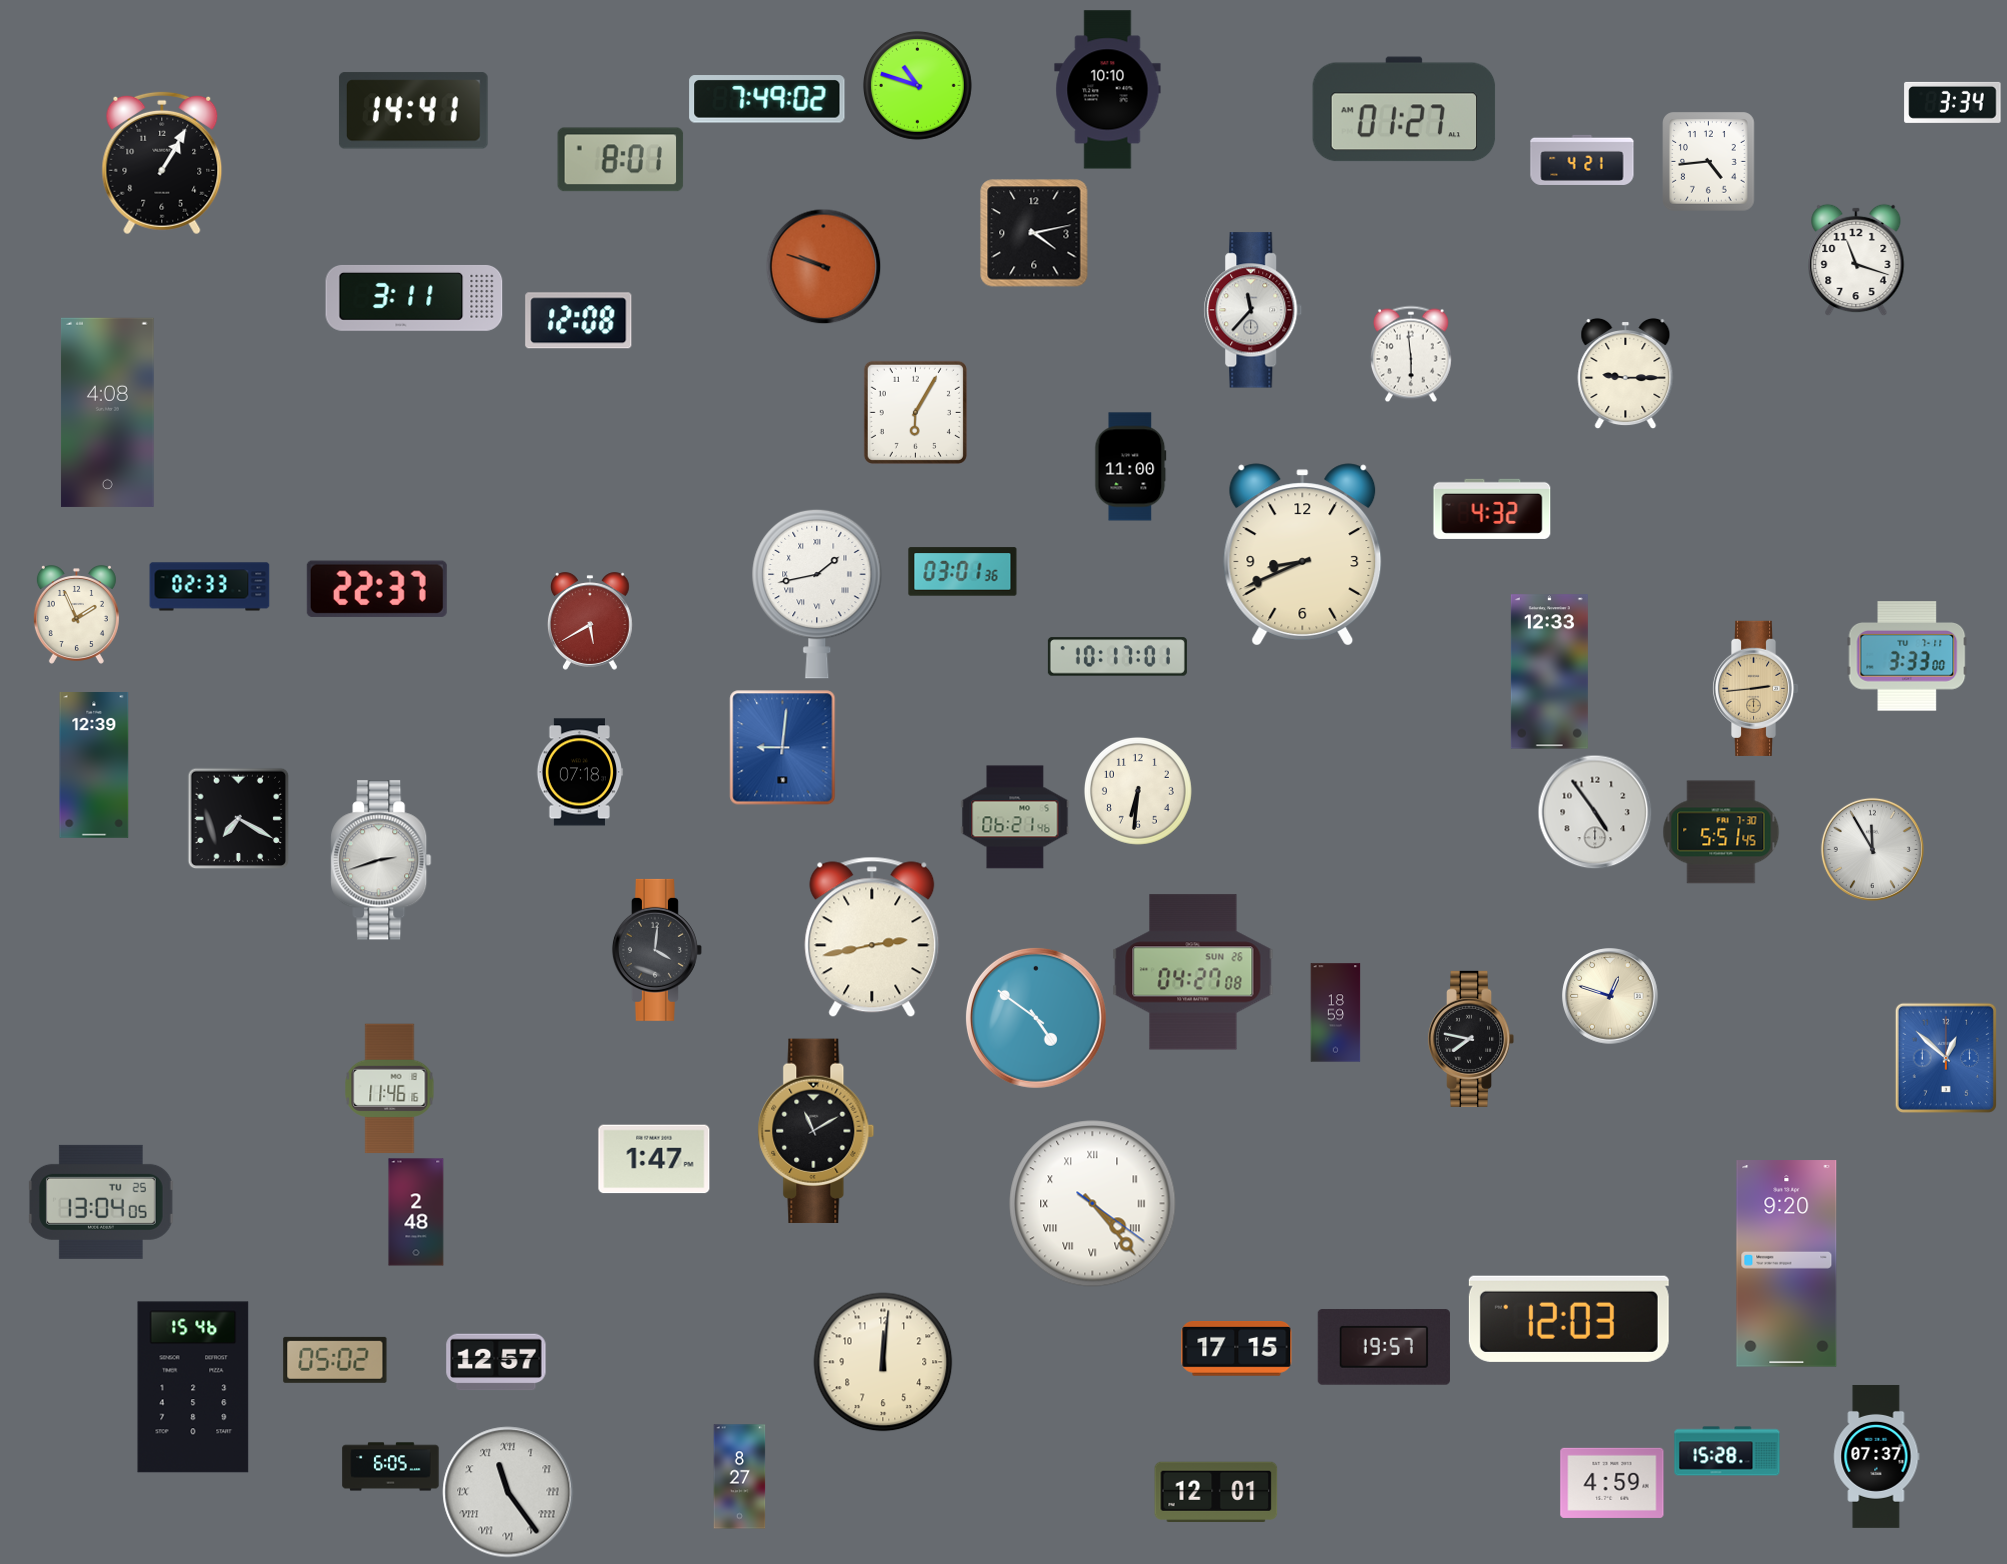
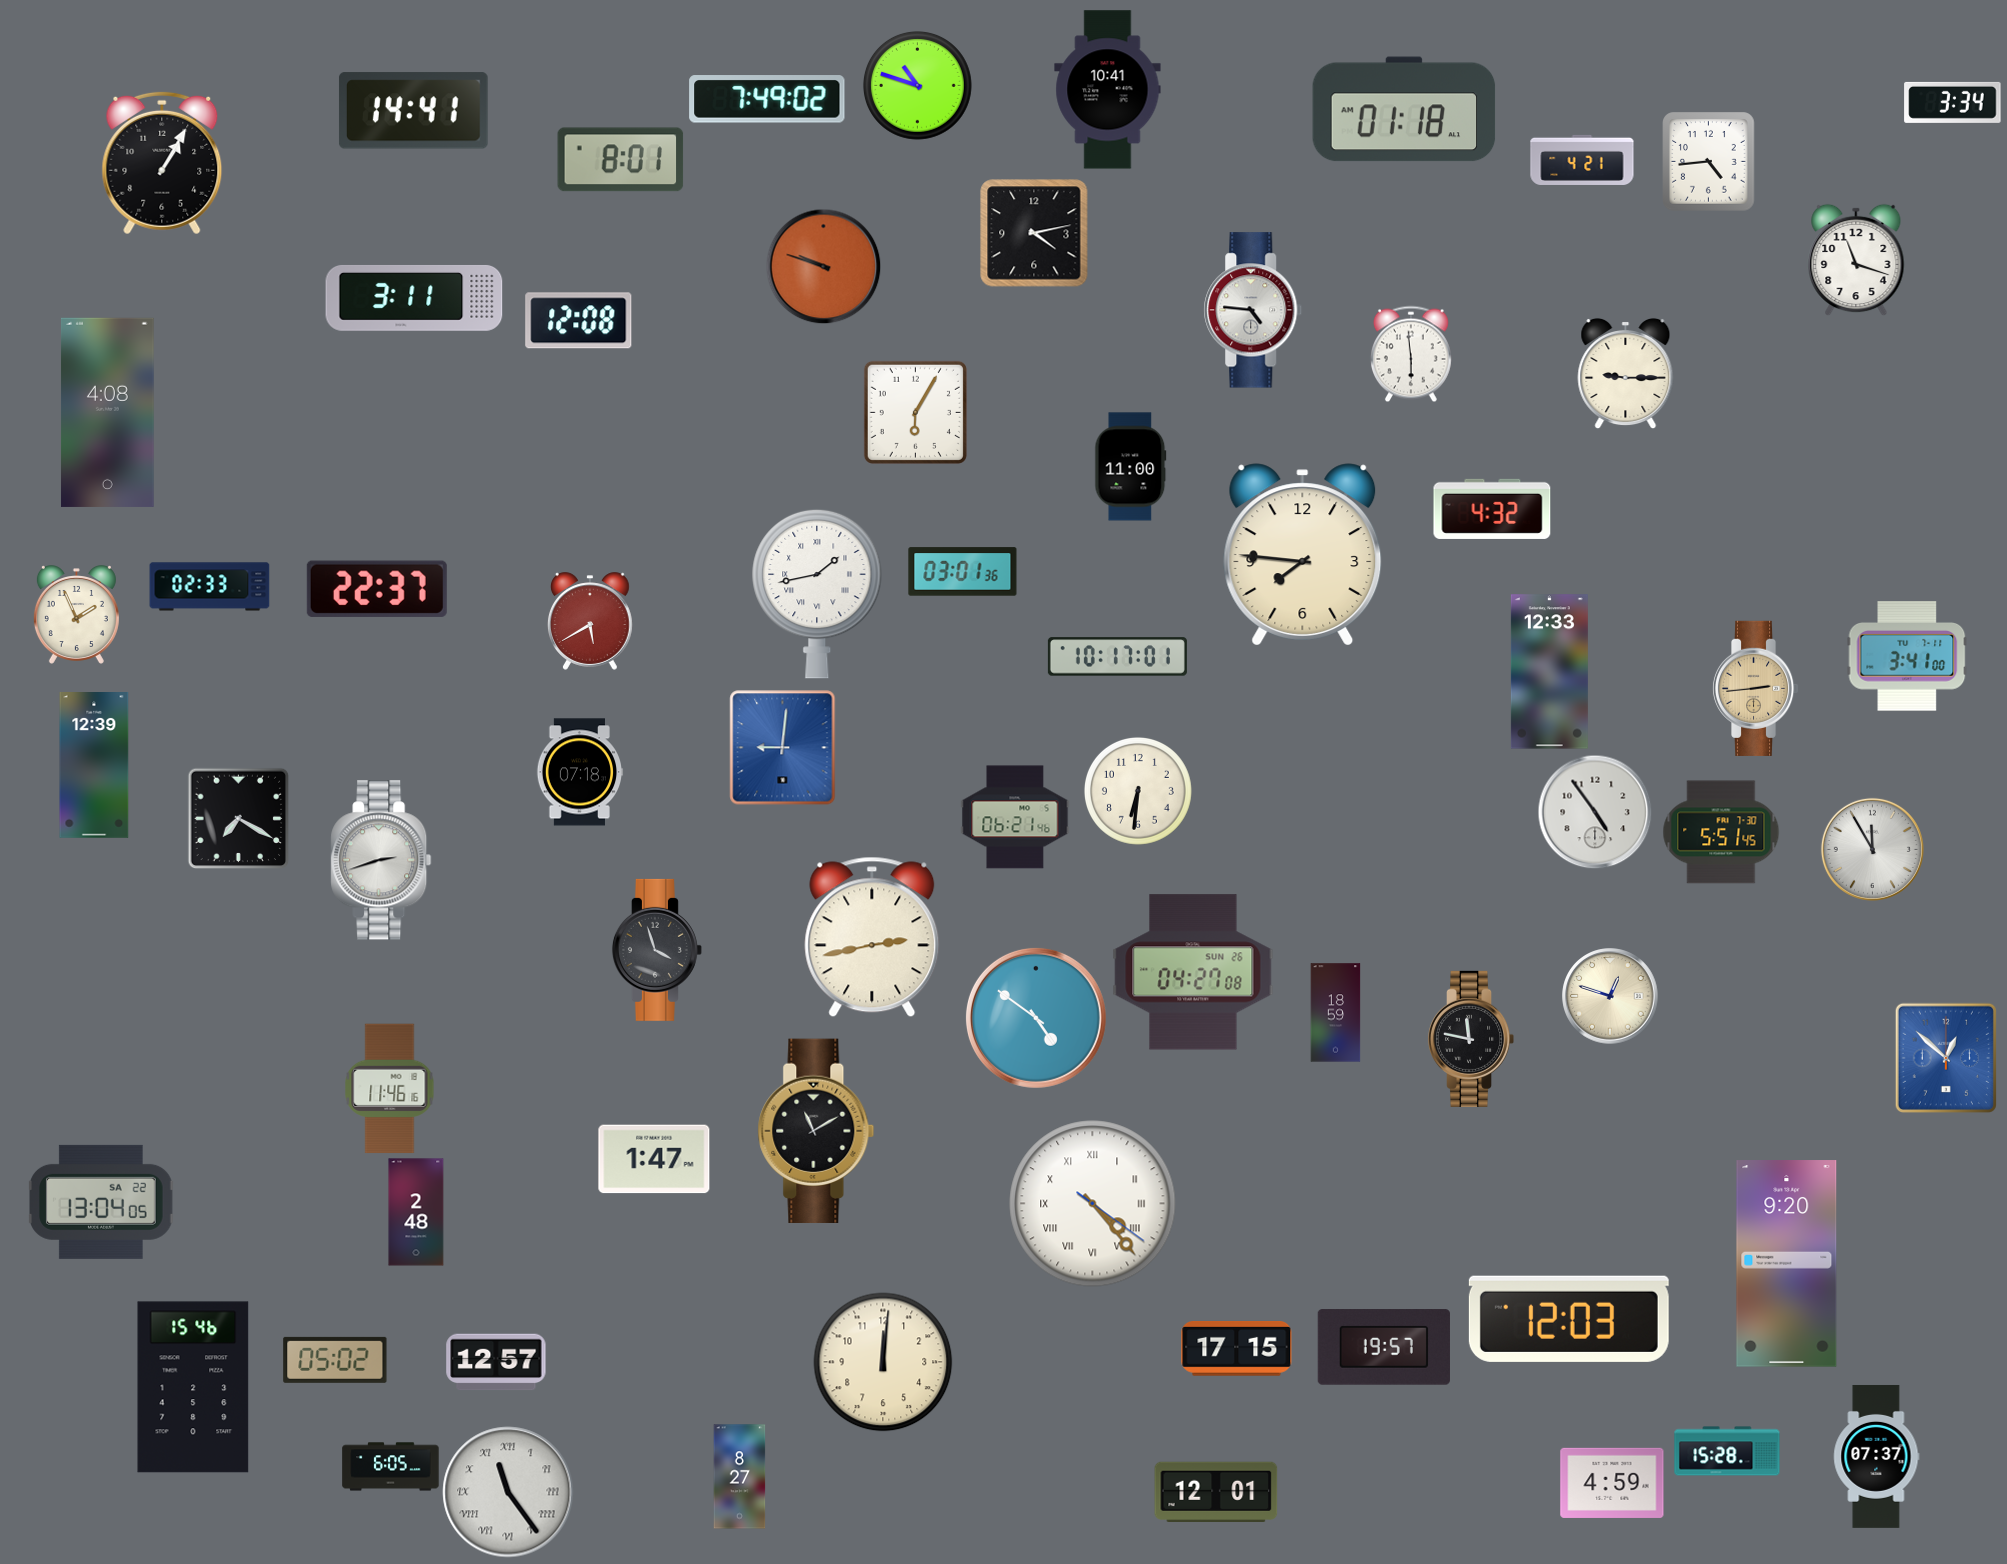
clock at (1108, 90): 10:10 -> 10:41
clock at (1404, 109): 01:27 -> 01:18
clock at (1253, 310): 11:37 -> 4:46
clock at (1303, 555): 8:41 -> 7:46
clock at (1907, 656): 3:33 -> 3:41
clock at (657, 950): 4:01 -> 3:57
clock at (1471, 1039): 7:47 -> 11:47
clock at (101, 1202) date: TU 25 -> SA 22
